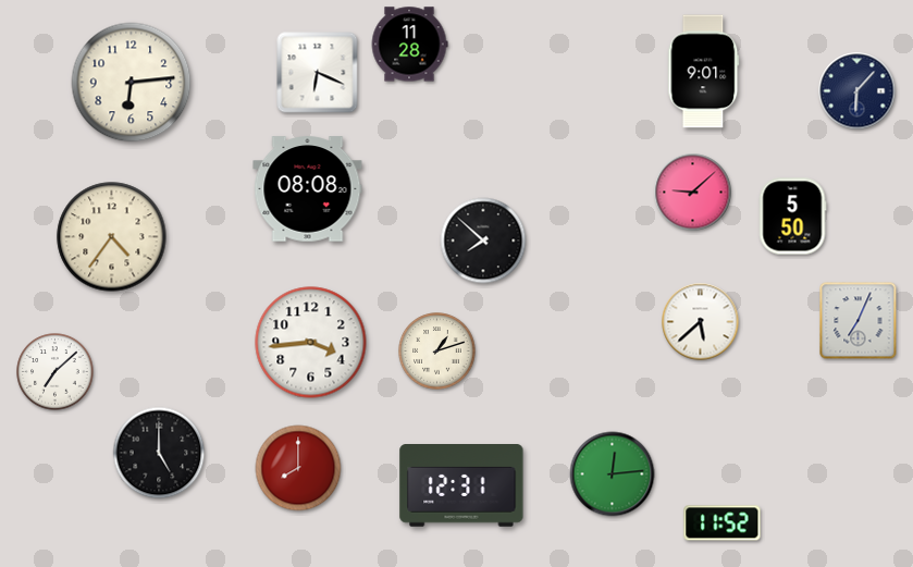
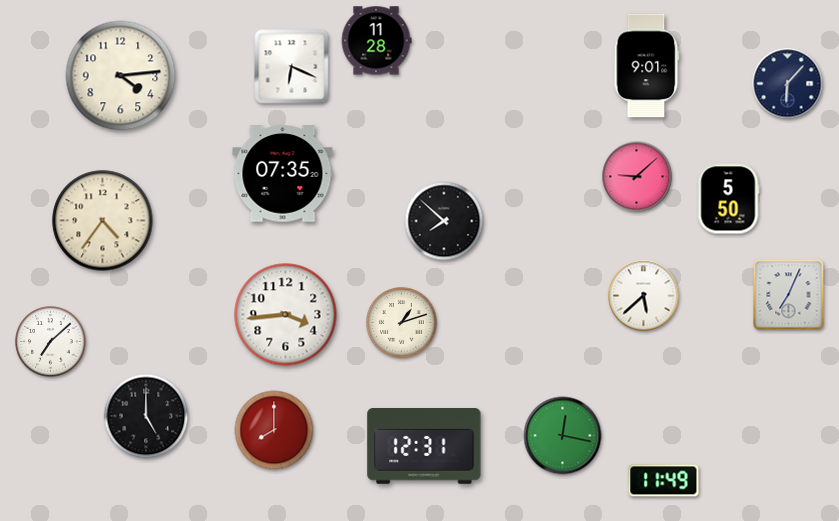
clock at (132, 83): 6:14 -> 4:14
clock at (308, 189): 08:08 -> 07:35
clock at (112, 237) position: (112, 237) -> (103, 221)
clock at (613, 474): 12:14 -> 12:17
clock at (723, 523): 11:52 -> 11:49
